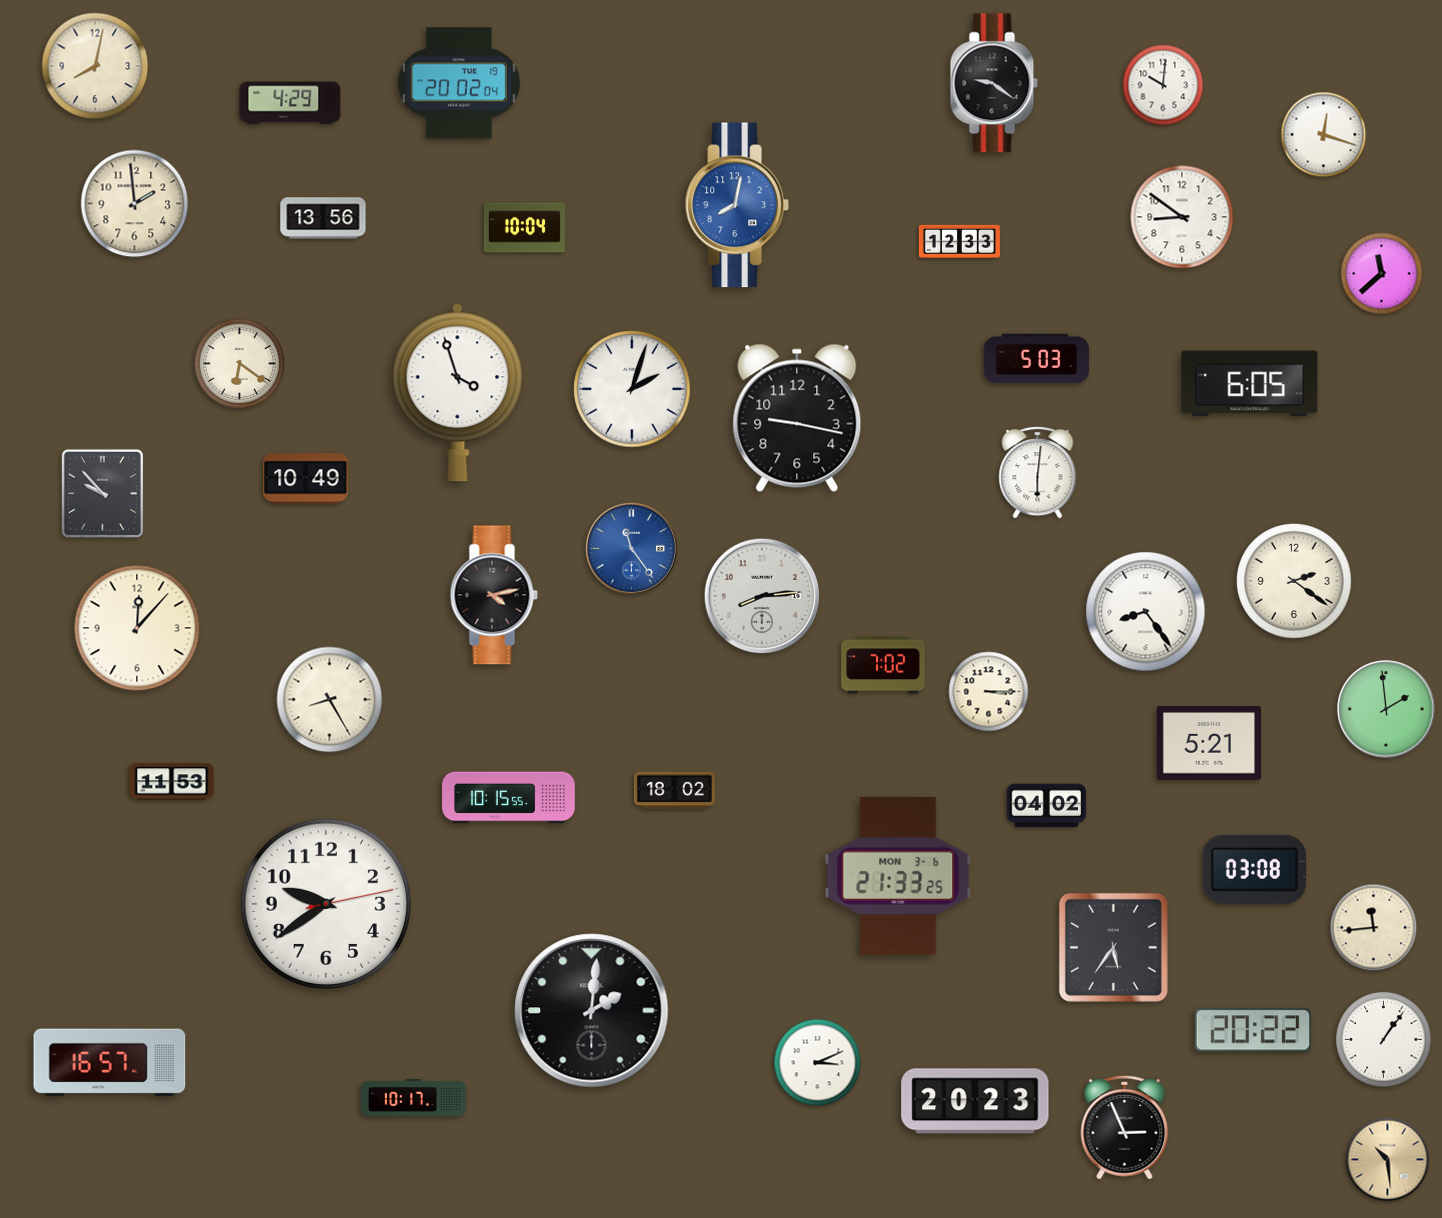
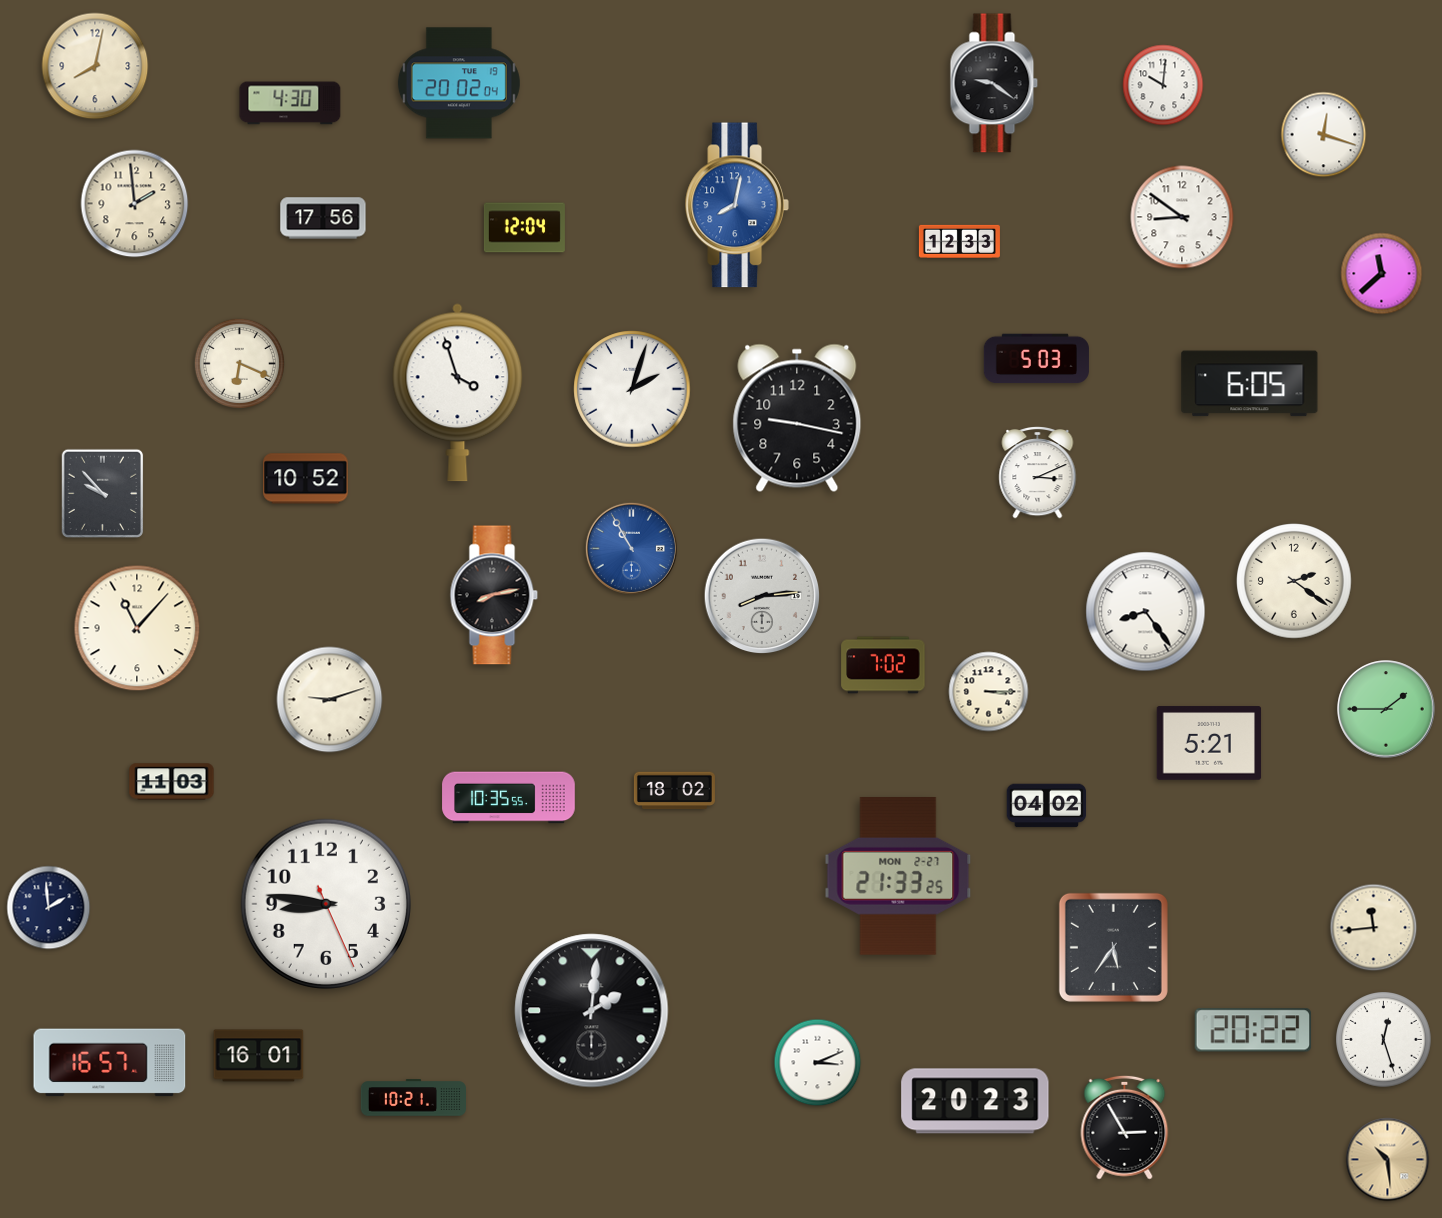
clock at (290, 103): 4:29 -> 4:30
clock at (323, 218): 13:56 -> 17:56
clock at (524, 228): 10:04 -> 12:04
clock at (239, 363): 6:21 -> 6:19
clock at (1038, 472): 6:01 -> 3:11
clock at (306, 479): 10:49 -> 10:52
clock at (631, 548): 11:24 -> 10:55
clock at (494, 595): 4:13 -> 8:13
clock at (137, 628): 12:07 -> 11:07
clock at (330, 700): 8:25 -> 9:12
clock at (1386, 709): 1:59 -> 1:45
clock at (172, 782): 11:53 -> 11:03
clock at (509, 798): 10:15 -> 10:35
clock at (1255, 869): 03:08 -> none
clock at (898, 876) date: MON 3-6 -> MON 2-27
clock at (326, 904): 9:39 -> 8:46
clock at (49, 908): none -> 1:59
clock at (1384, 1040): 1:06 -> 12:27
clock at (259, 1056): none -> 16:01
clock at (413, 1098): 10:17 -> 10:21
clock at (1125, 1127): 2:56 -> 2:55
